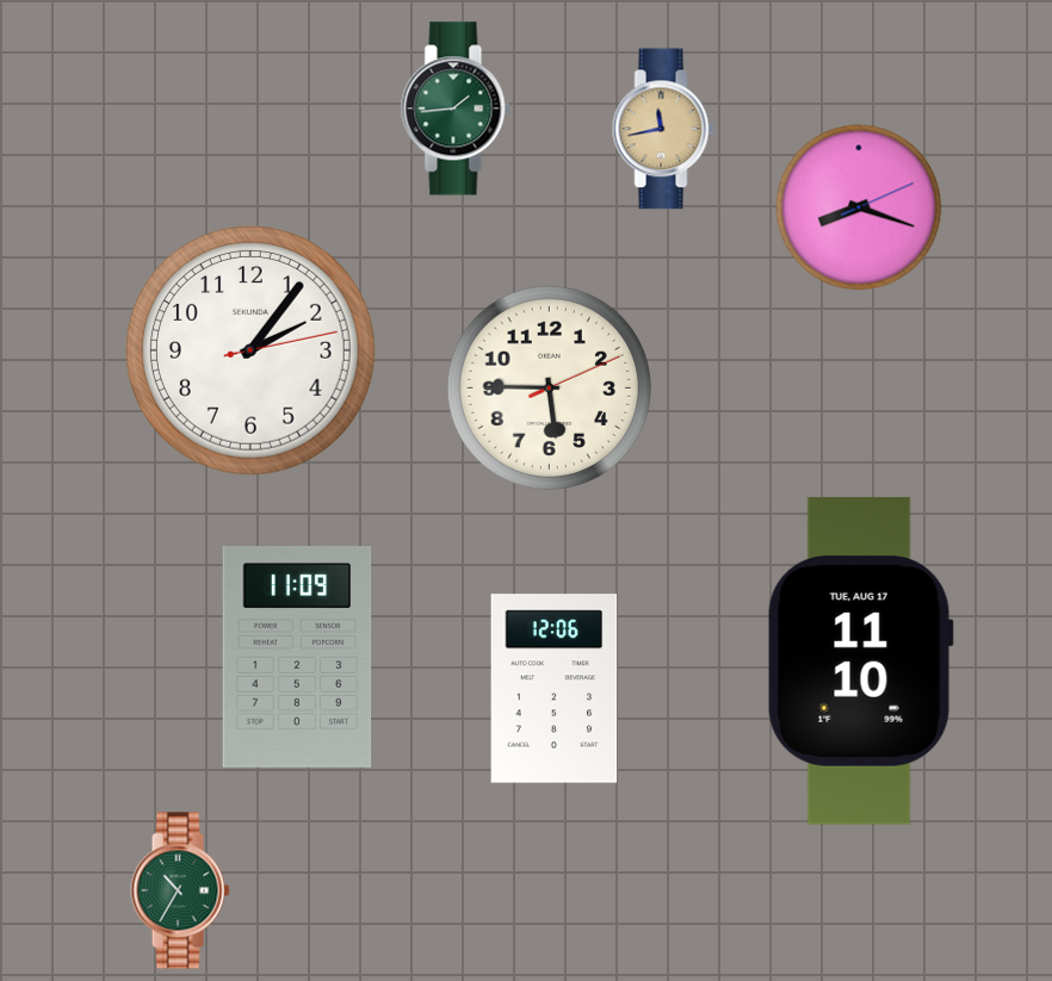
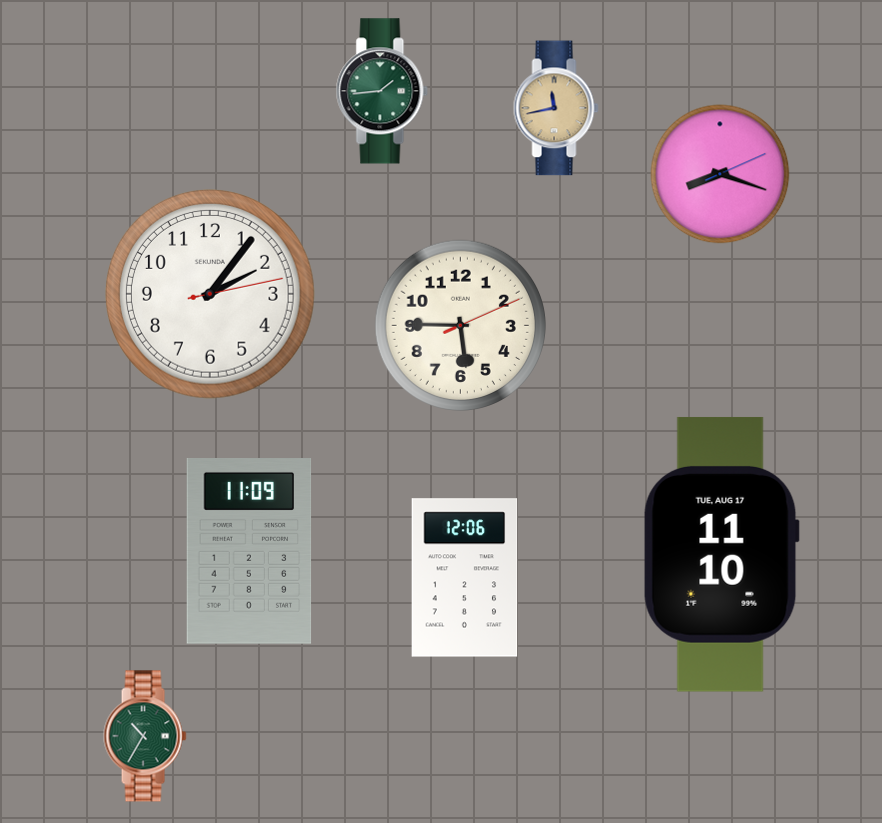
clock at (180, 890) position: (180, 890) -> (145, 736)
